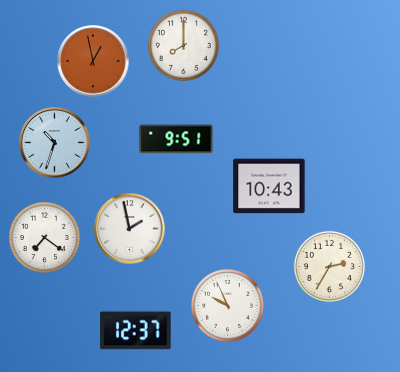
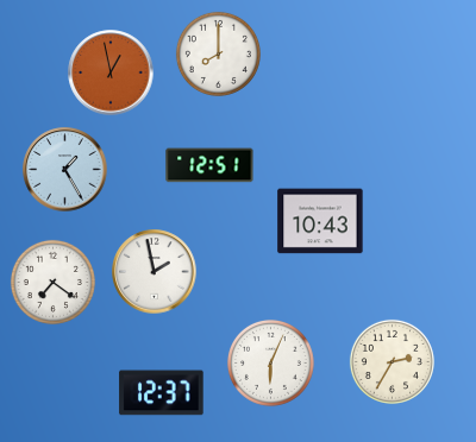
clock at (176, 139): 9:51 -> 12:51
clock at (55, 143): 10:33 -> 1:25
clock at (329, 266) position: (329, 266) -> (392, 361)
clock at (227, 305): 9:56 -> 6:04
